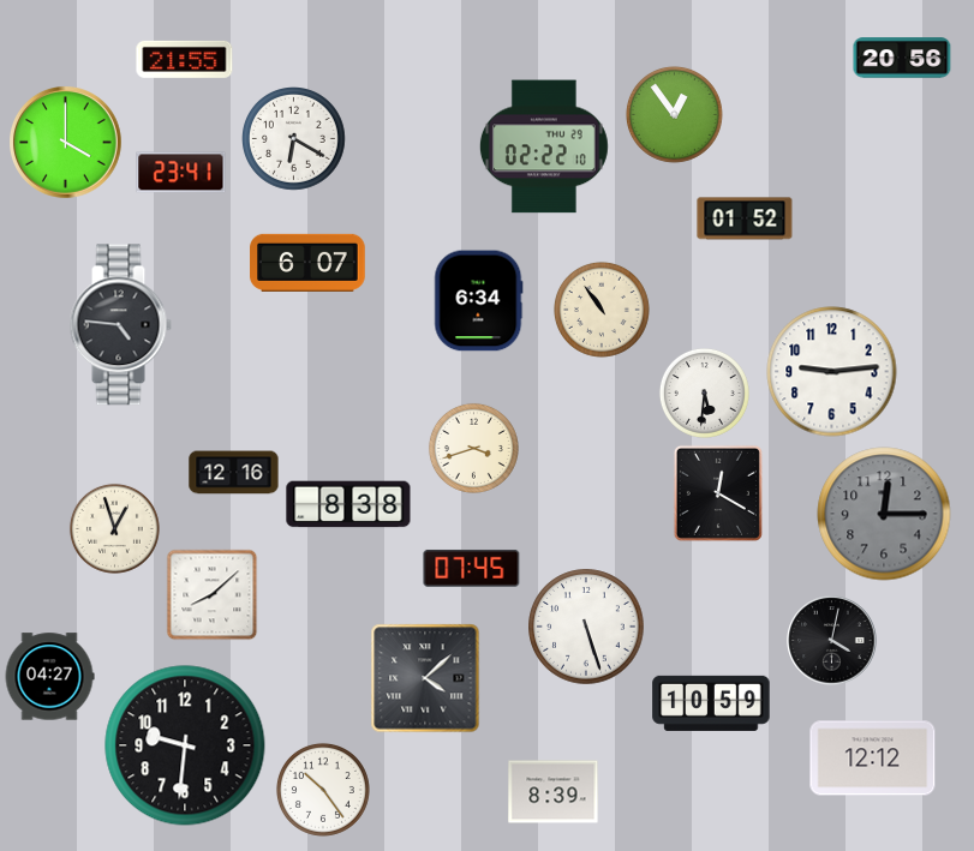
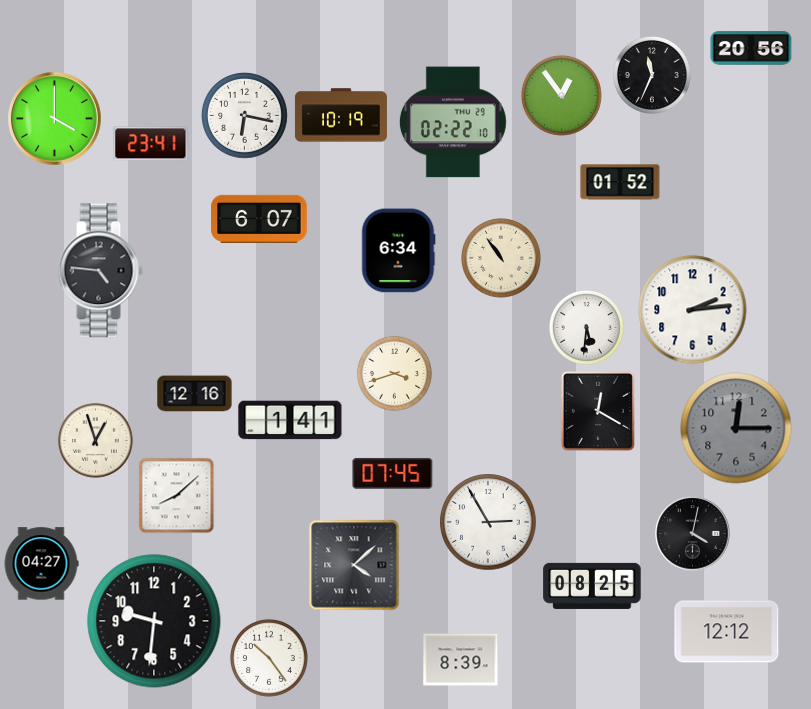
clock at (185, 59): 21:55 -> none
clock at (652, 75): none -> 11:34
clock at (341, 115): none -> 10:19
clock at (294, 139): 6:20 -> 6:17
clock at (307, 263) position: (307, 263) -> (259, 219)
clock at (832, 372): 9:14 -> 2:14
clock at (348, 504): 8:38 -> 1:41
clock at (586, 627): 5:27 -> 2:55
clock at (711, 703): 10:59 -> 08:25
